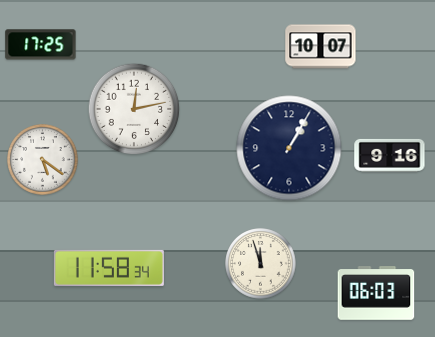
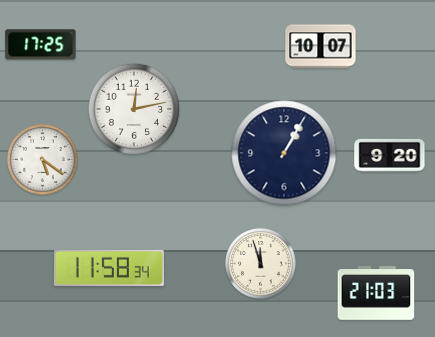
clock at (289, 148) position: (289, 148) -> (284, 153)
clock at (390, 155): 9:16 -> 9:20
clock at (376, 293): 06:03 -> 21:03
